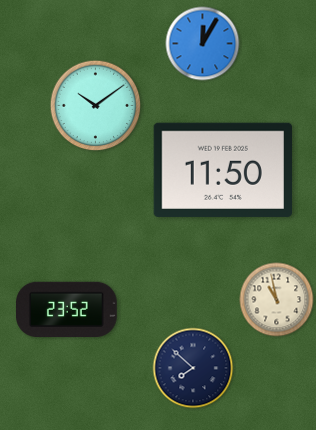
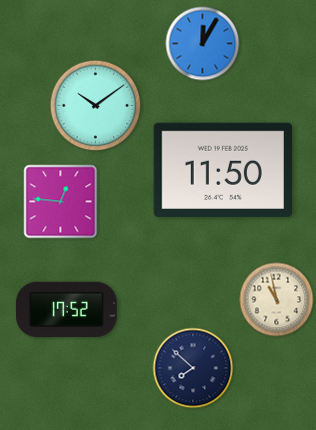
clock at (61, 202): none -> 12:46
clock at (67, 309): 23:52 -> 17:52
